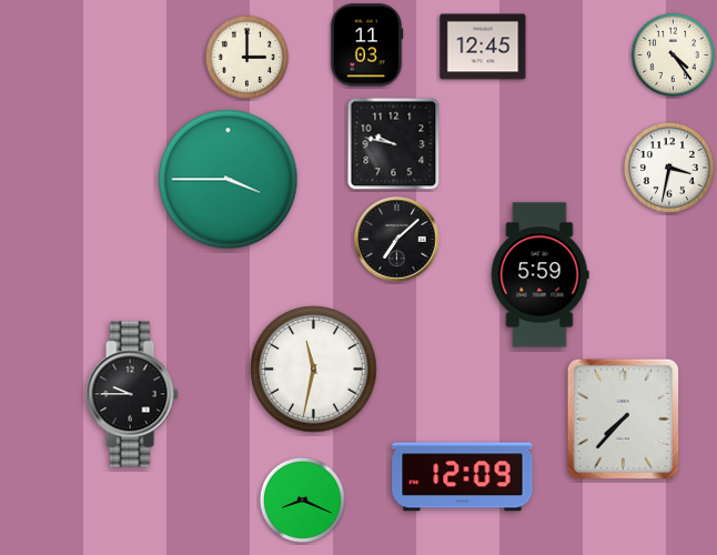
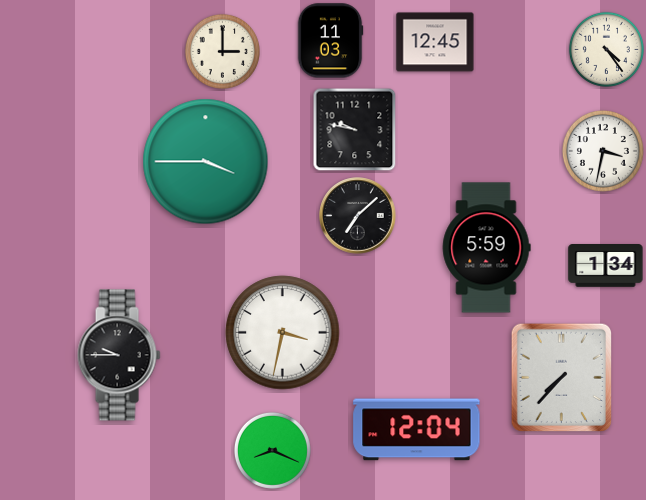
clock at (606, 266): none -> 1:34
clock at (314, 370): 11:32 -> 3:32
clock at (463, 477): 12:09 -> 12:04
